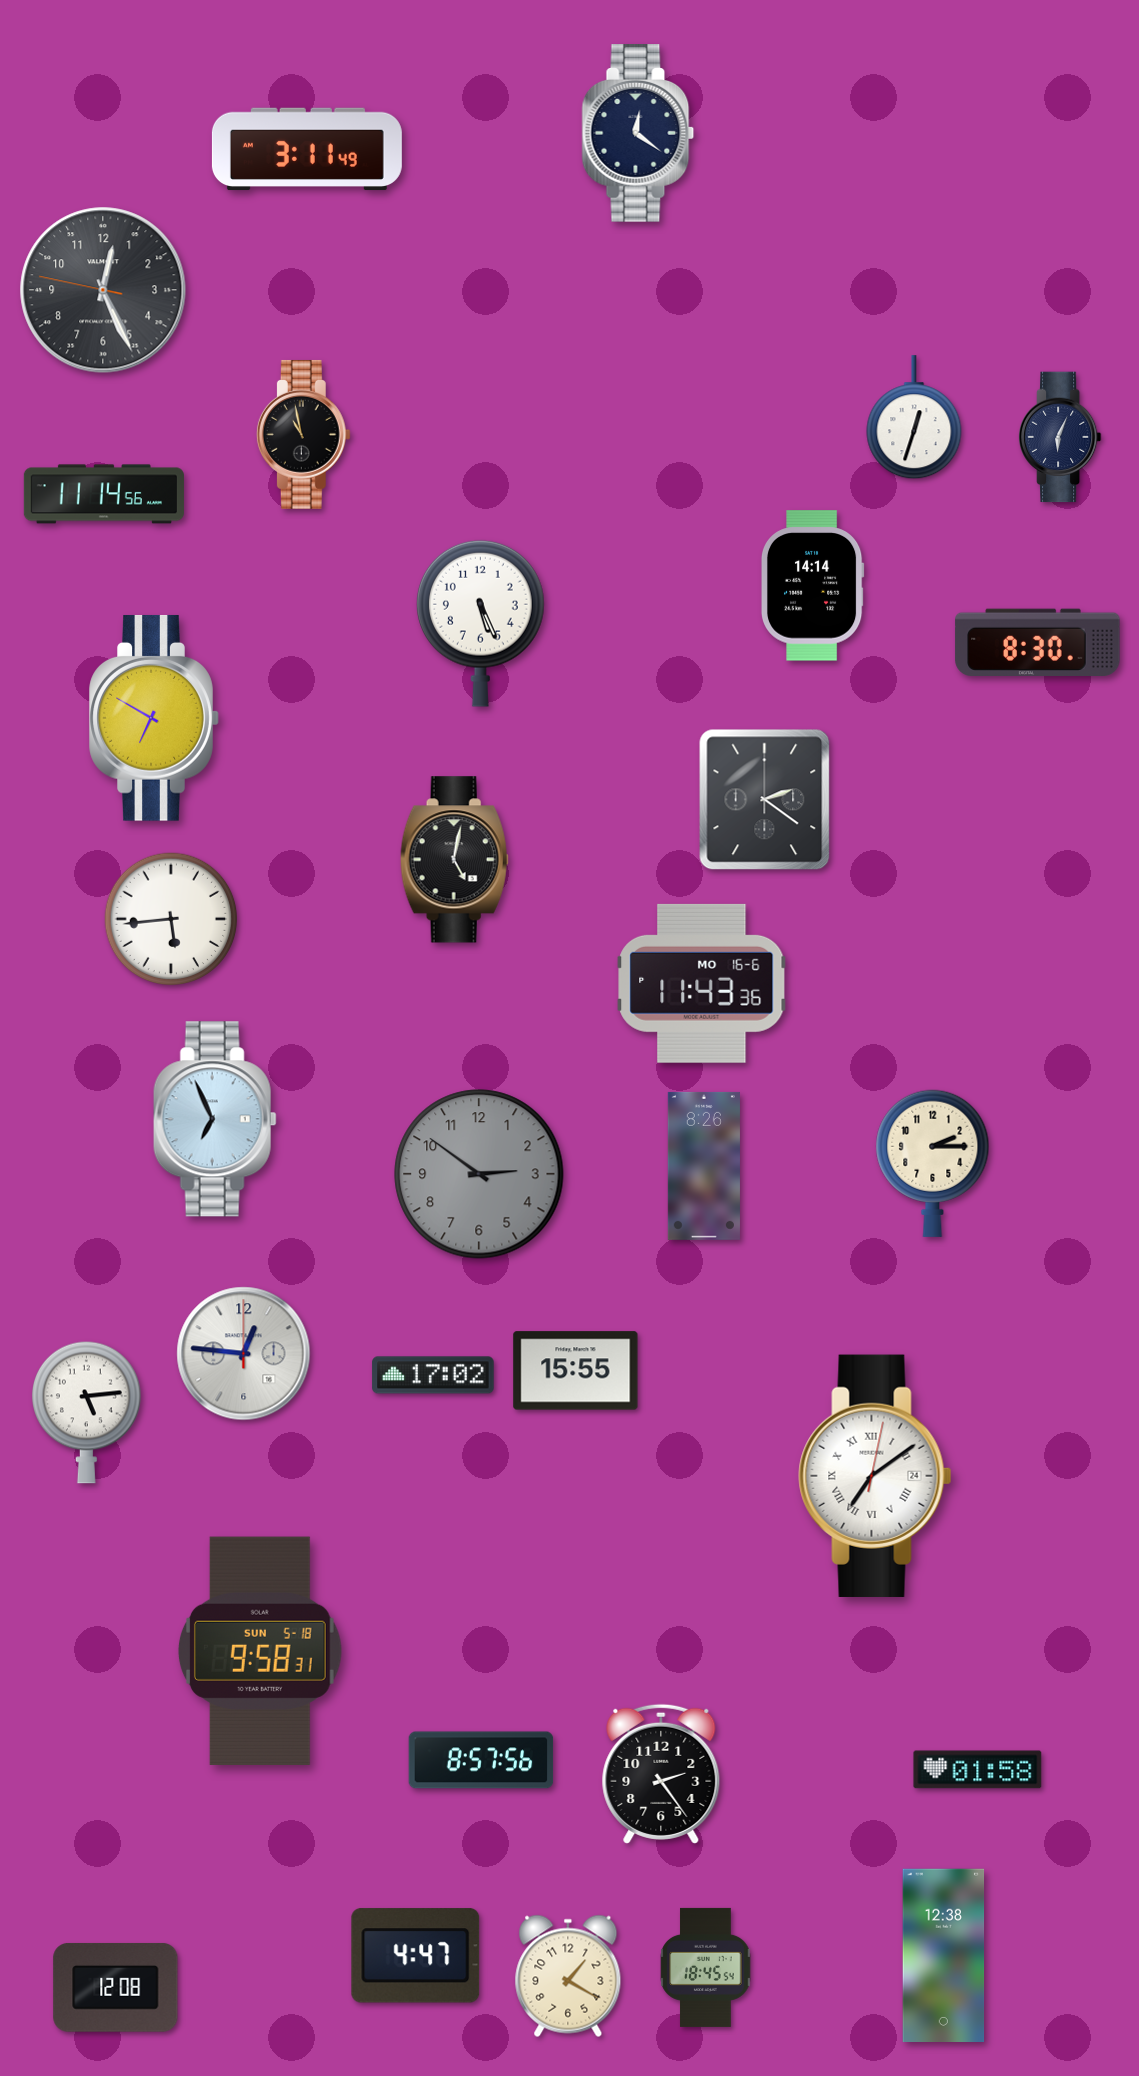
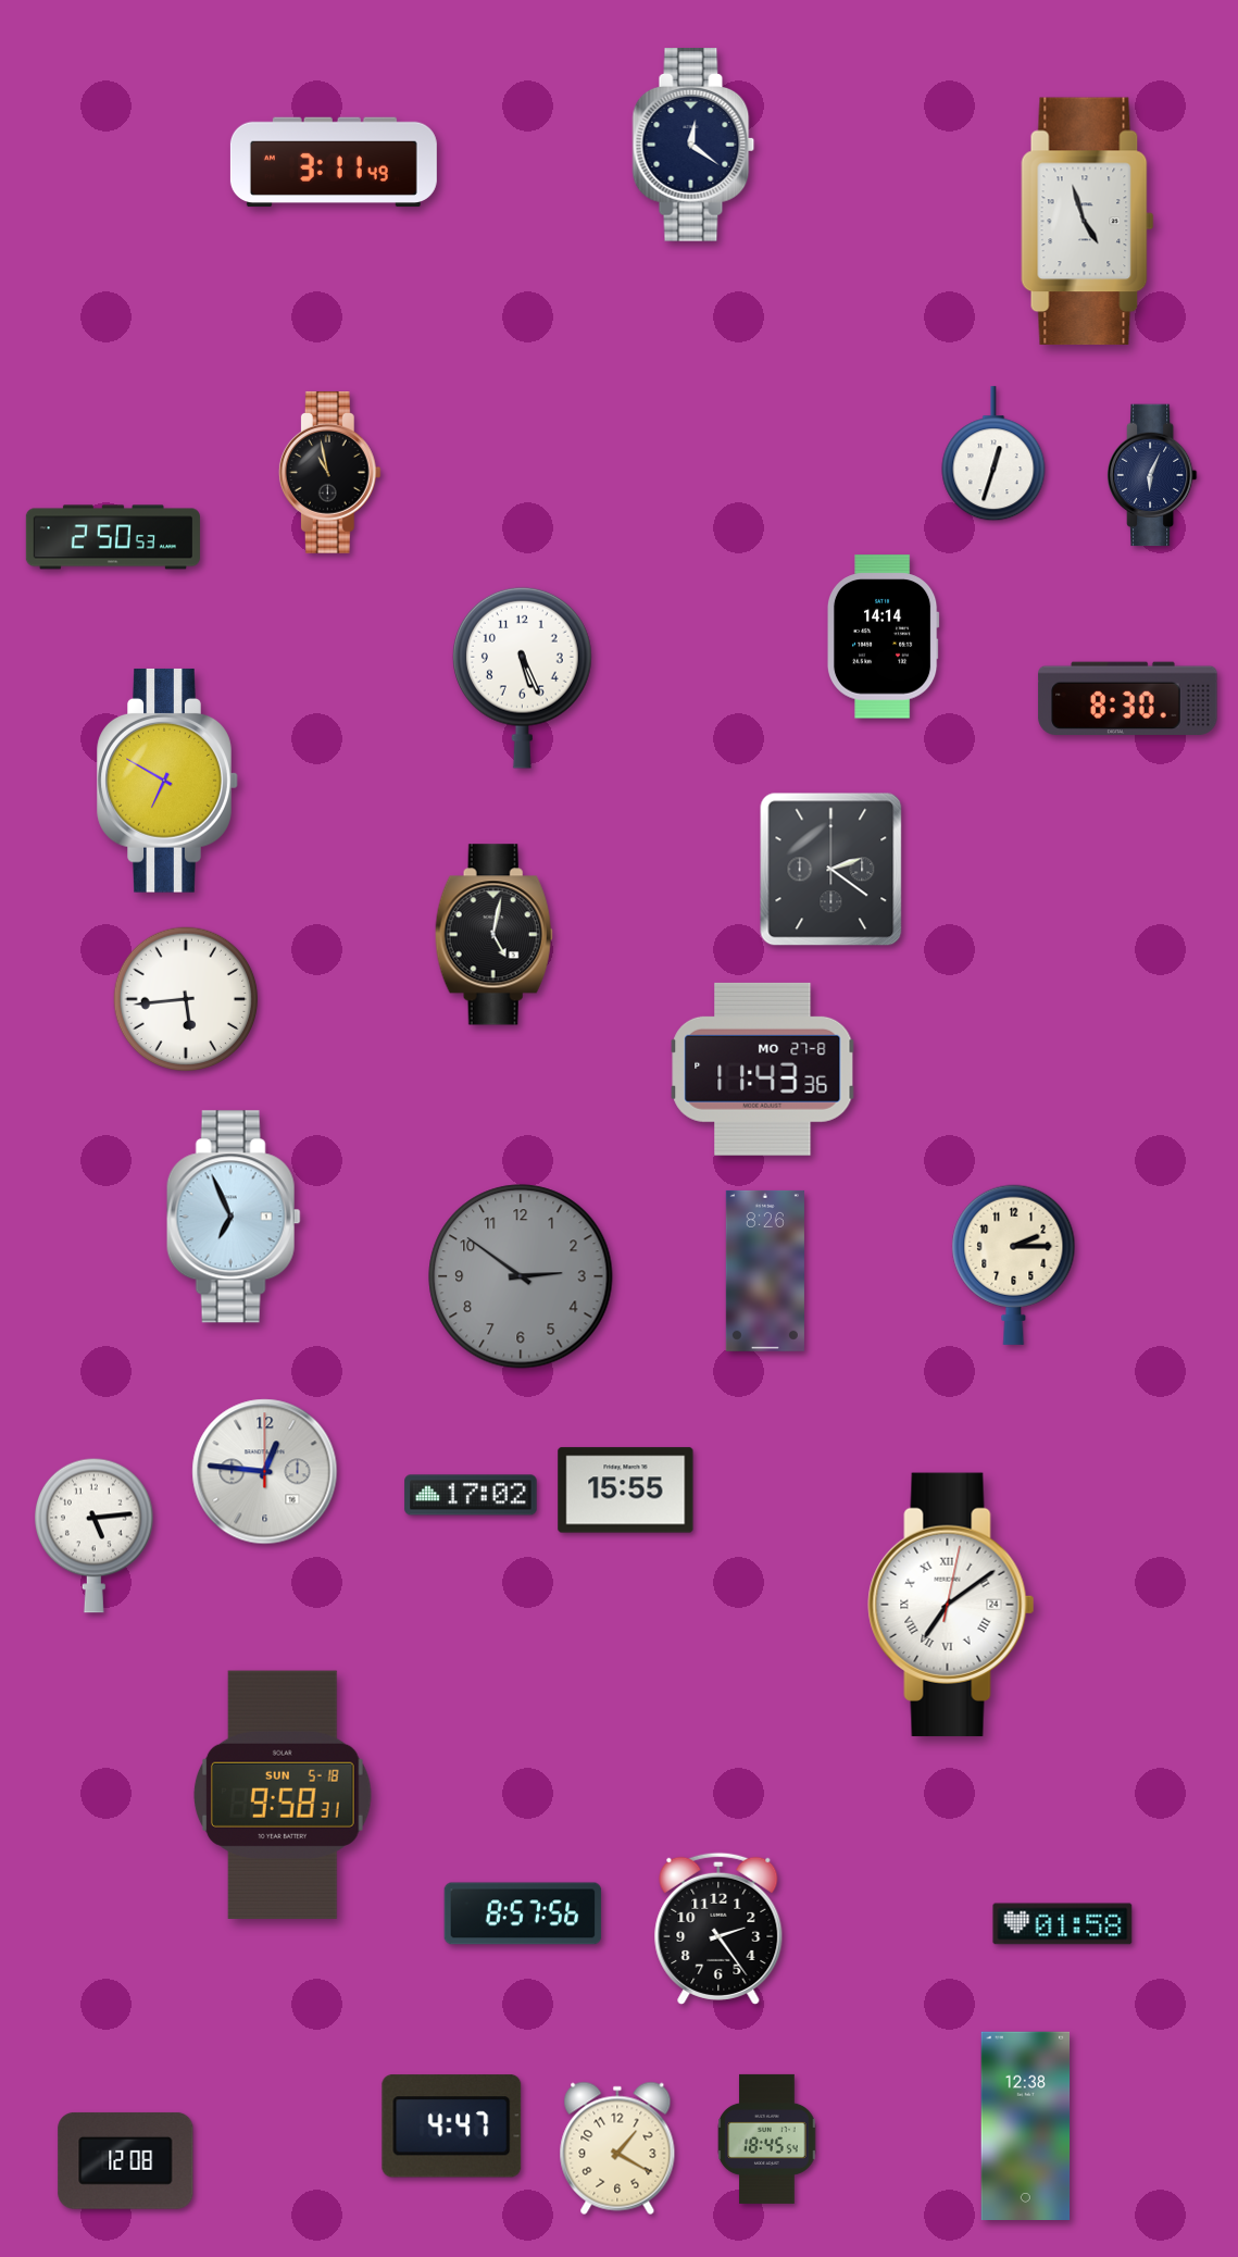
clock at (1088, 222): none -> 4:57
clock at (103, 290): 12:25 -> none
clock at (104, 494): 11:14 -> 2:50
clock at (702, 983) date: MO 16-6 -> MO 27-8
clock at (704, 1166) position: (704, 1166) -> (765, 1271)
